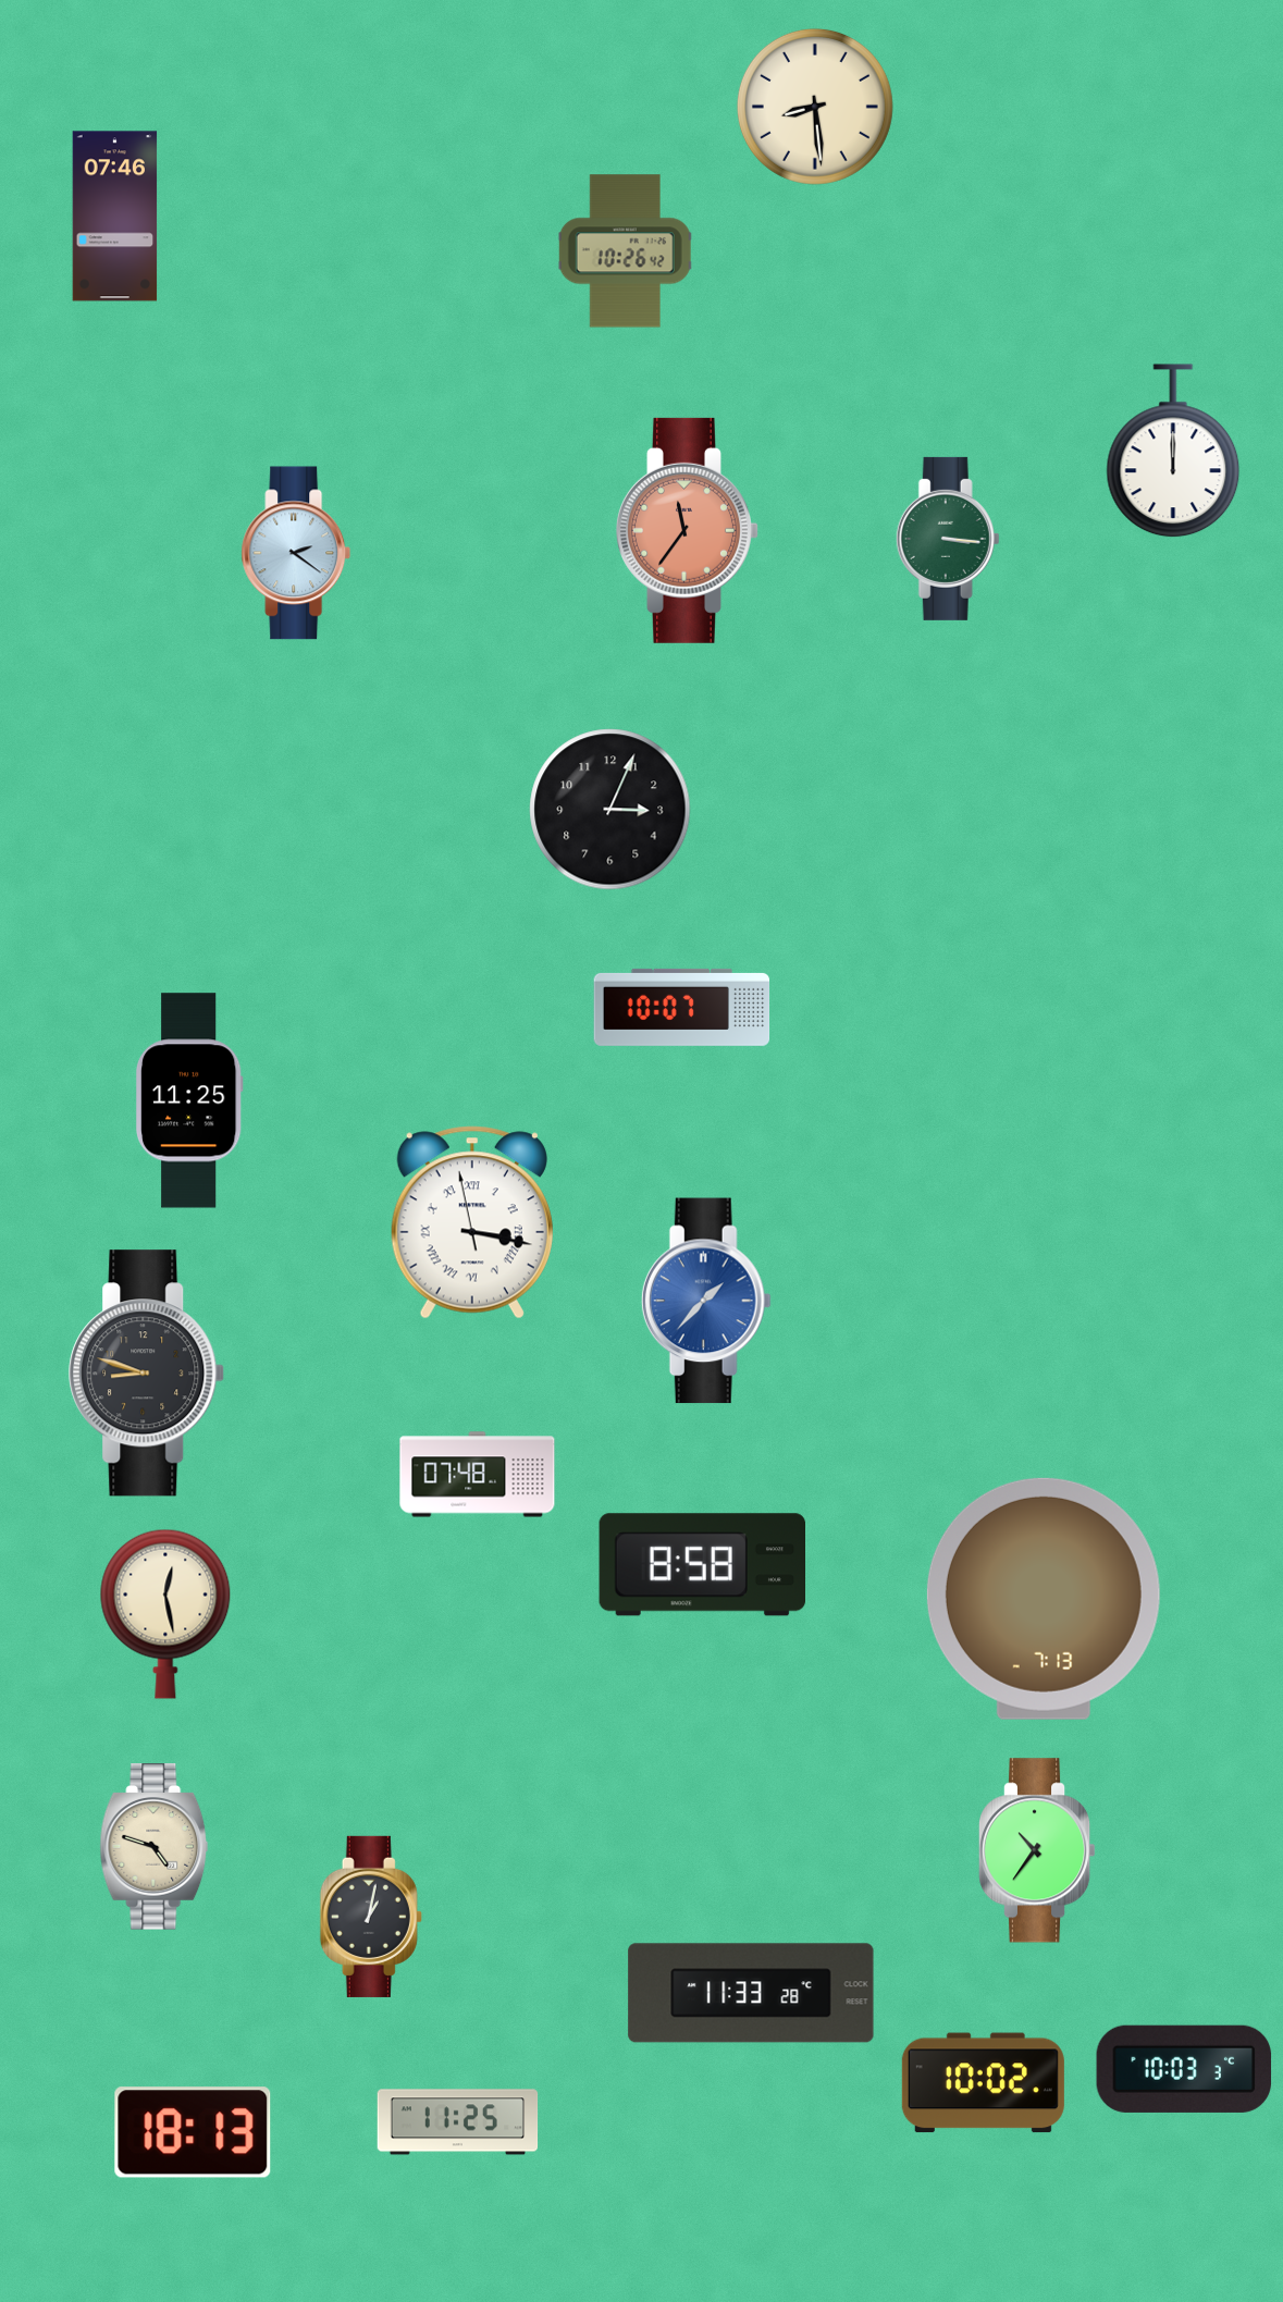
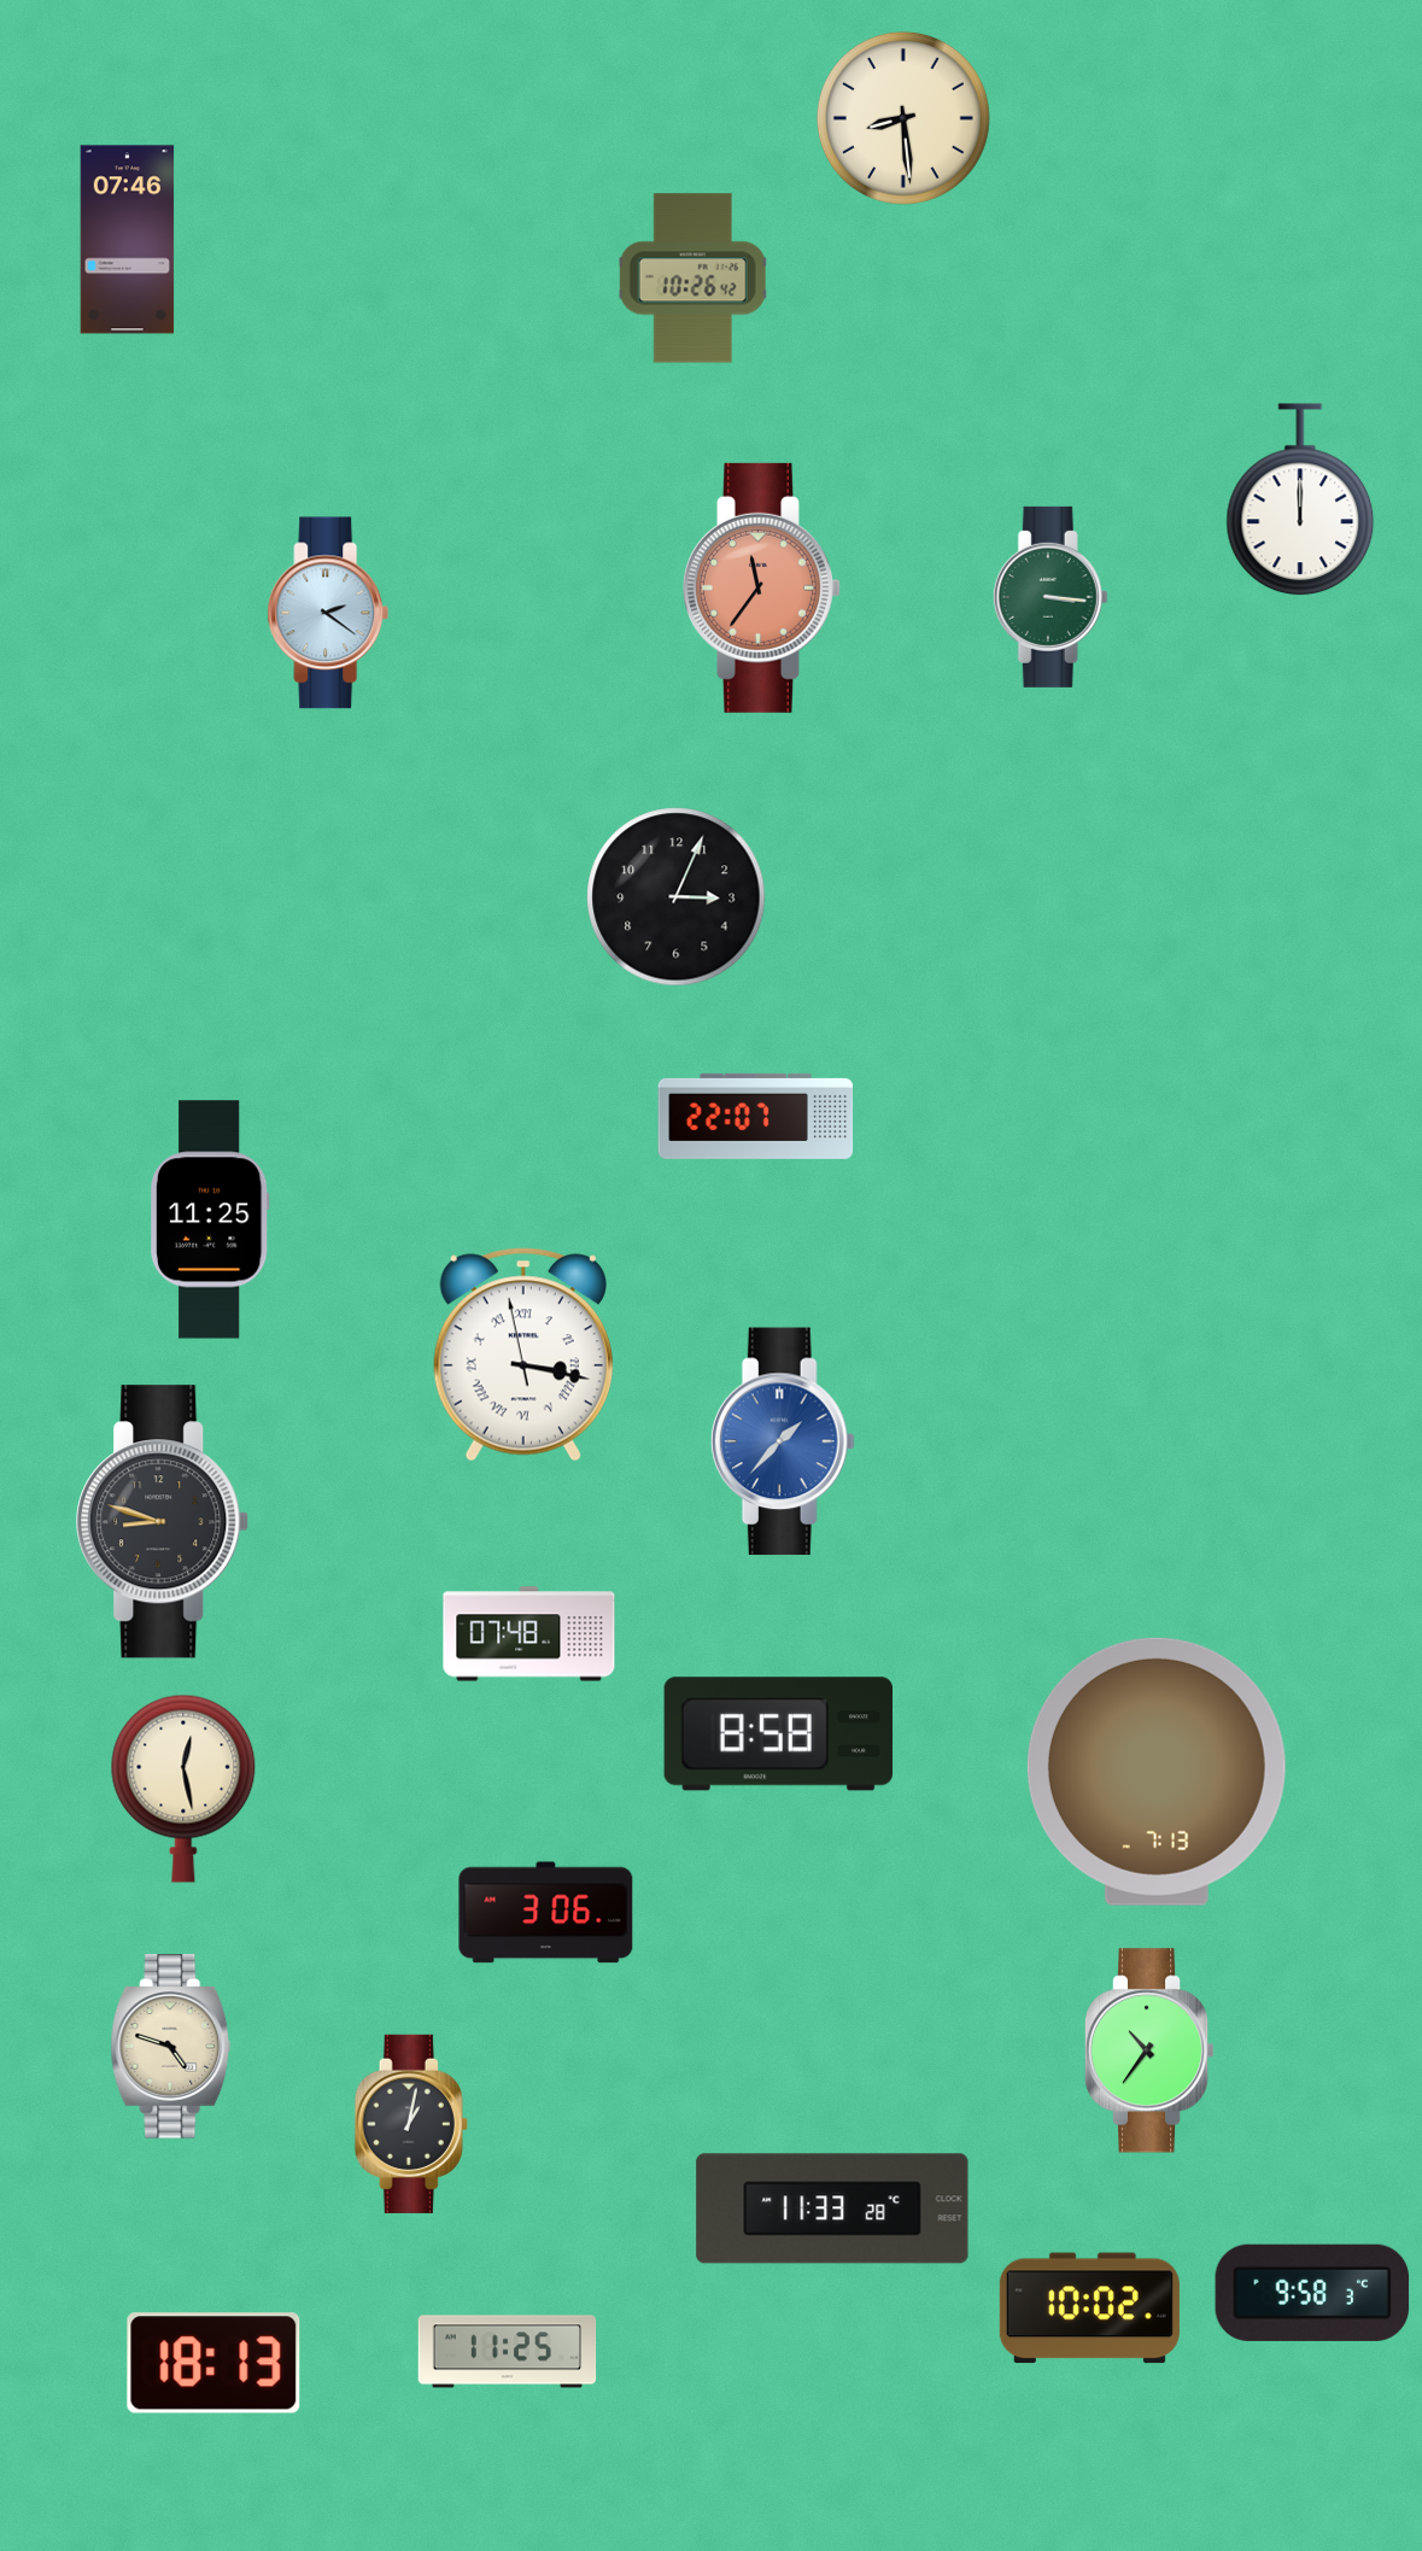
clock at (682, 1007): 10:07 -> 22:07
clock at (546, 1913): none -> 3:06
clock at (1184, 2069): 10:03 -> 9:58
